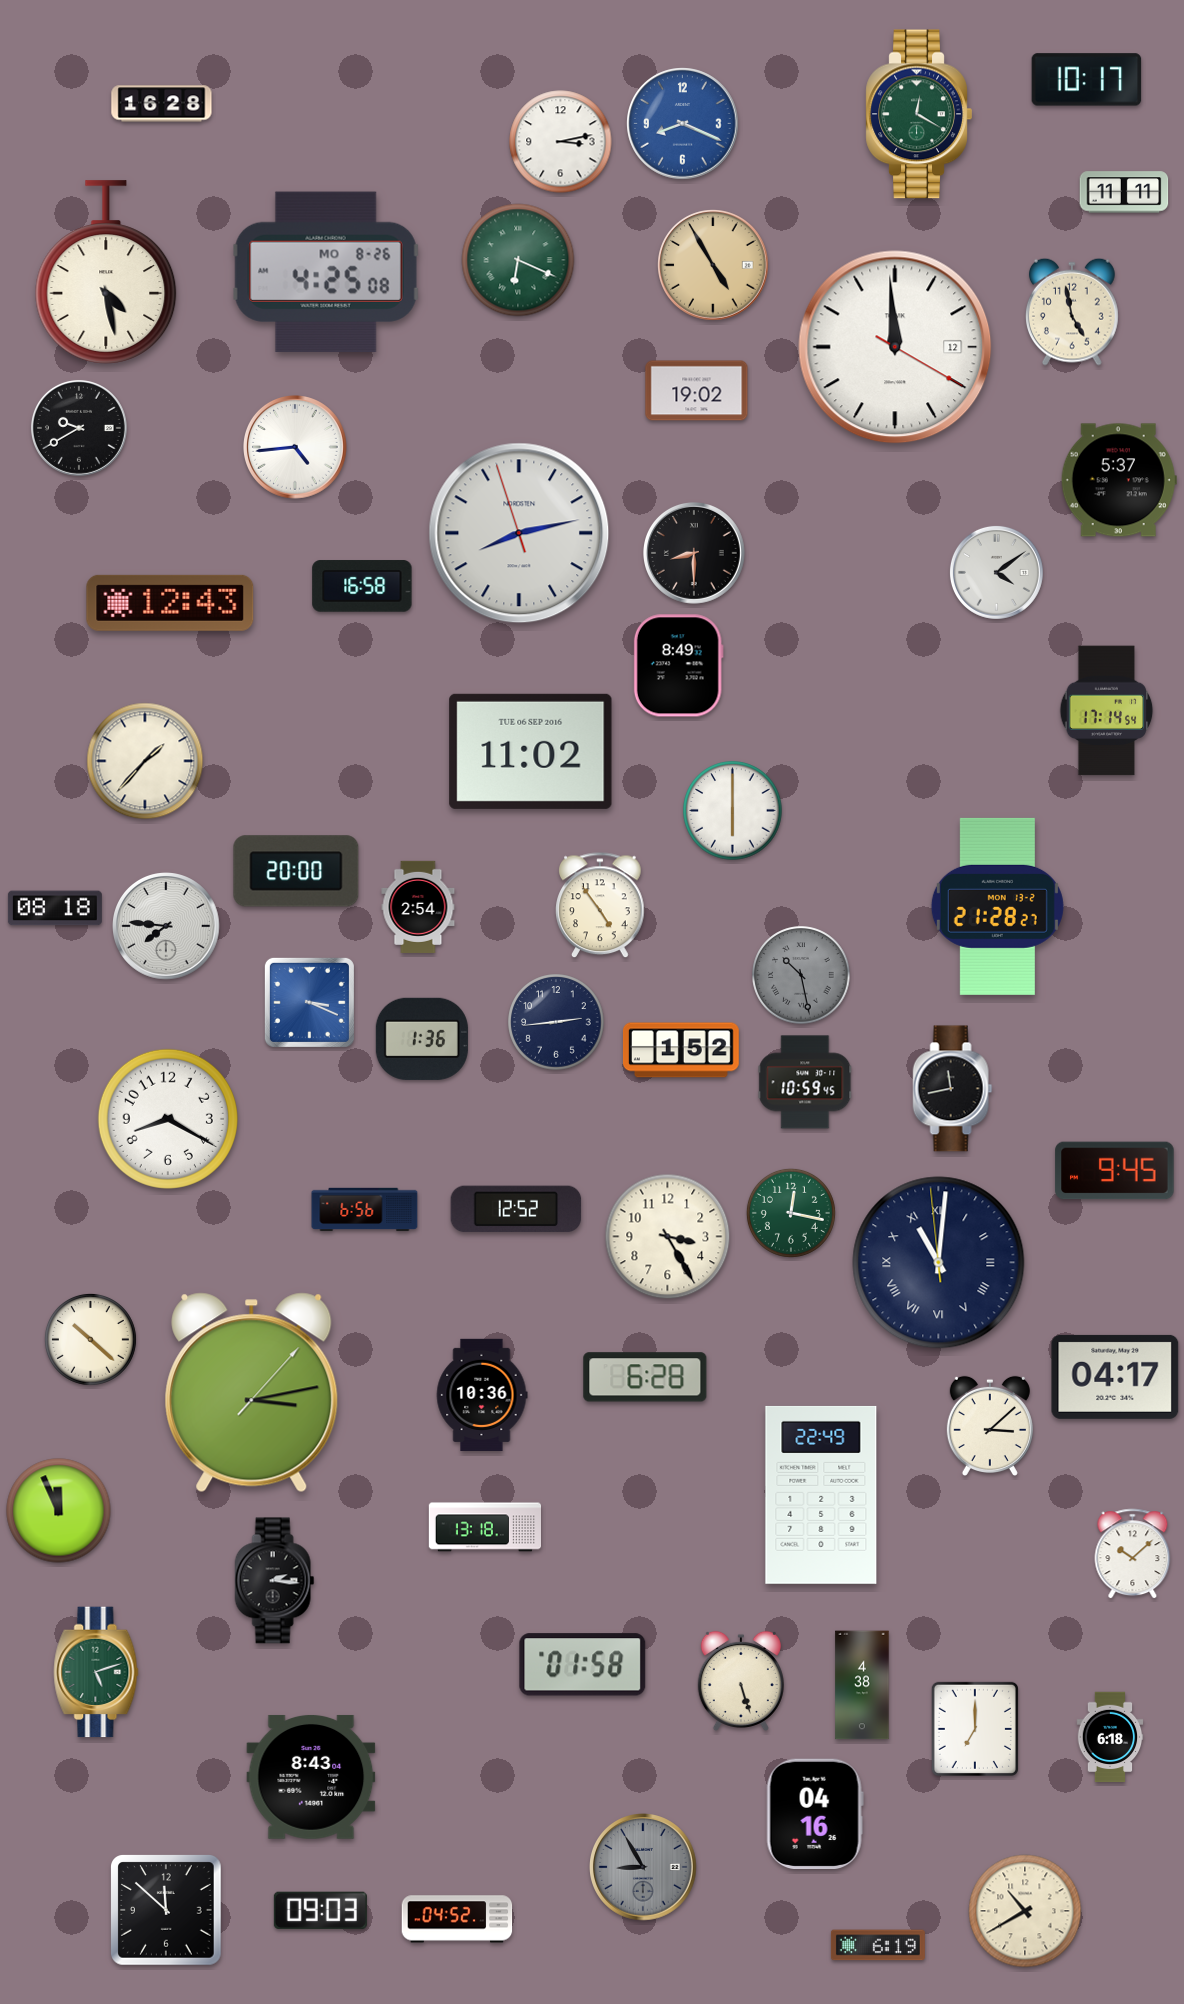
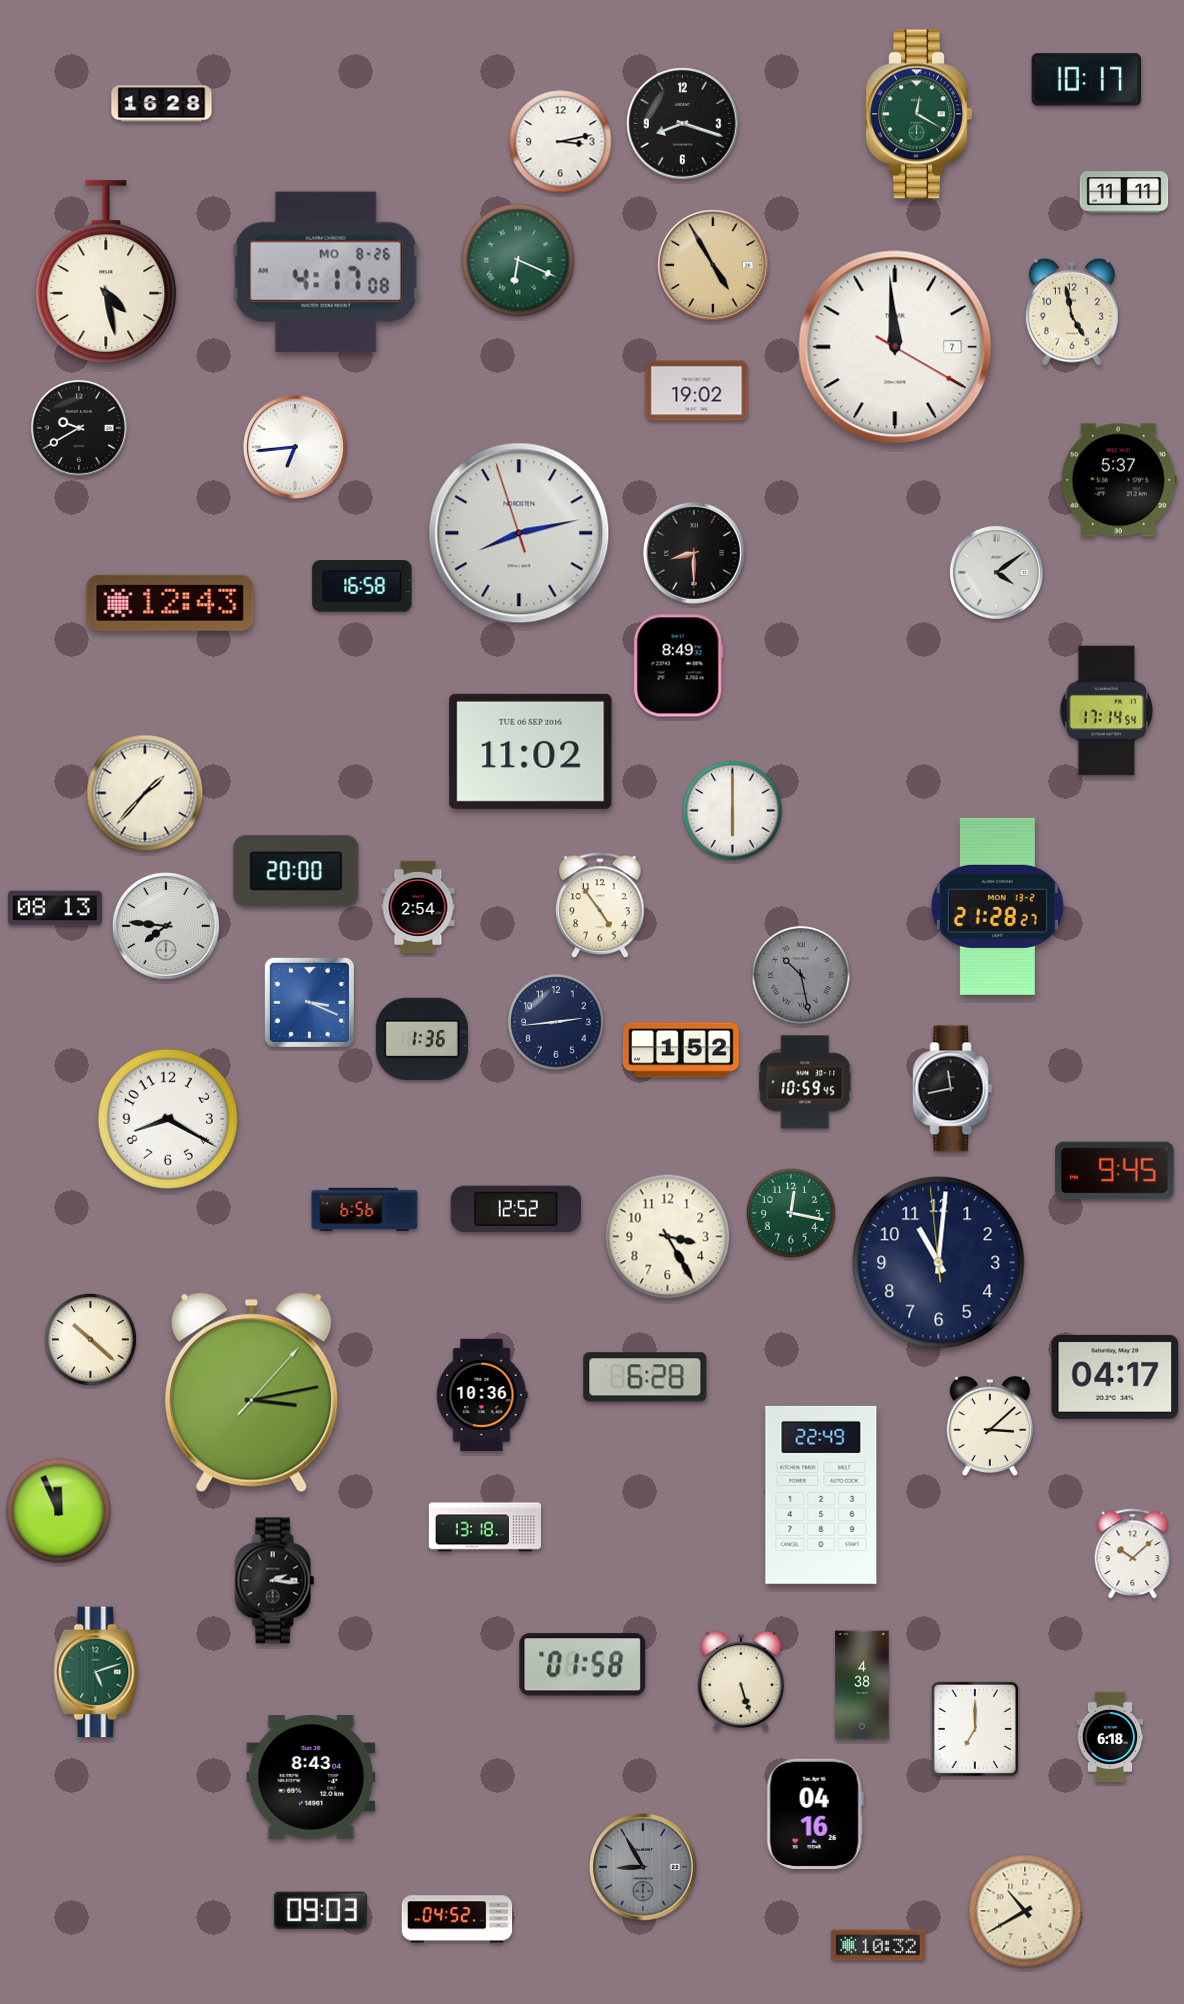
clock at (683, 124): 8:19 -> 8:18
clock at (683, 124) dial: blue -> black
clock at (326, 272): 4:25 -> 4:17
clock at (895, 347) date: 12 -> 7
clock at (296, 448): 4:44 -> 6:44
clock at (145, 761) position: (145, 761) -> (145, 793)
clock at (55, 908): 08:18 -> 08:13
clock at (939, 1263) numerals: Roman -> Arabic
clock at (167, 1911): 11:52 -> none
clock at (878, 1945): 6:19 -> 10:32
